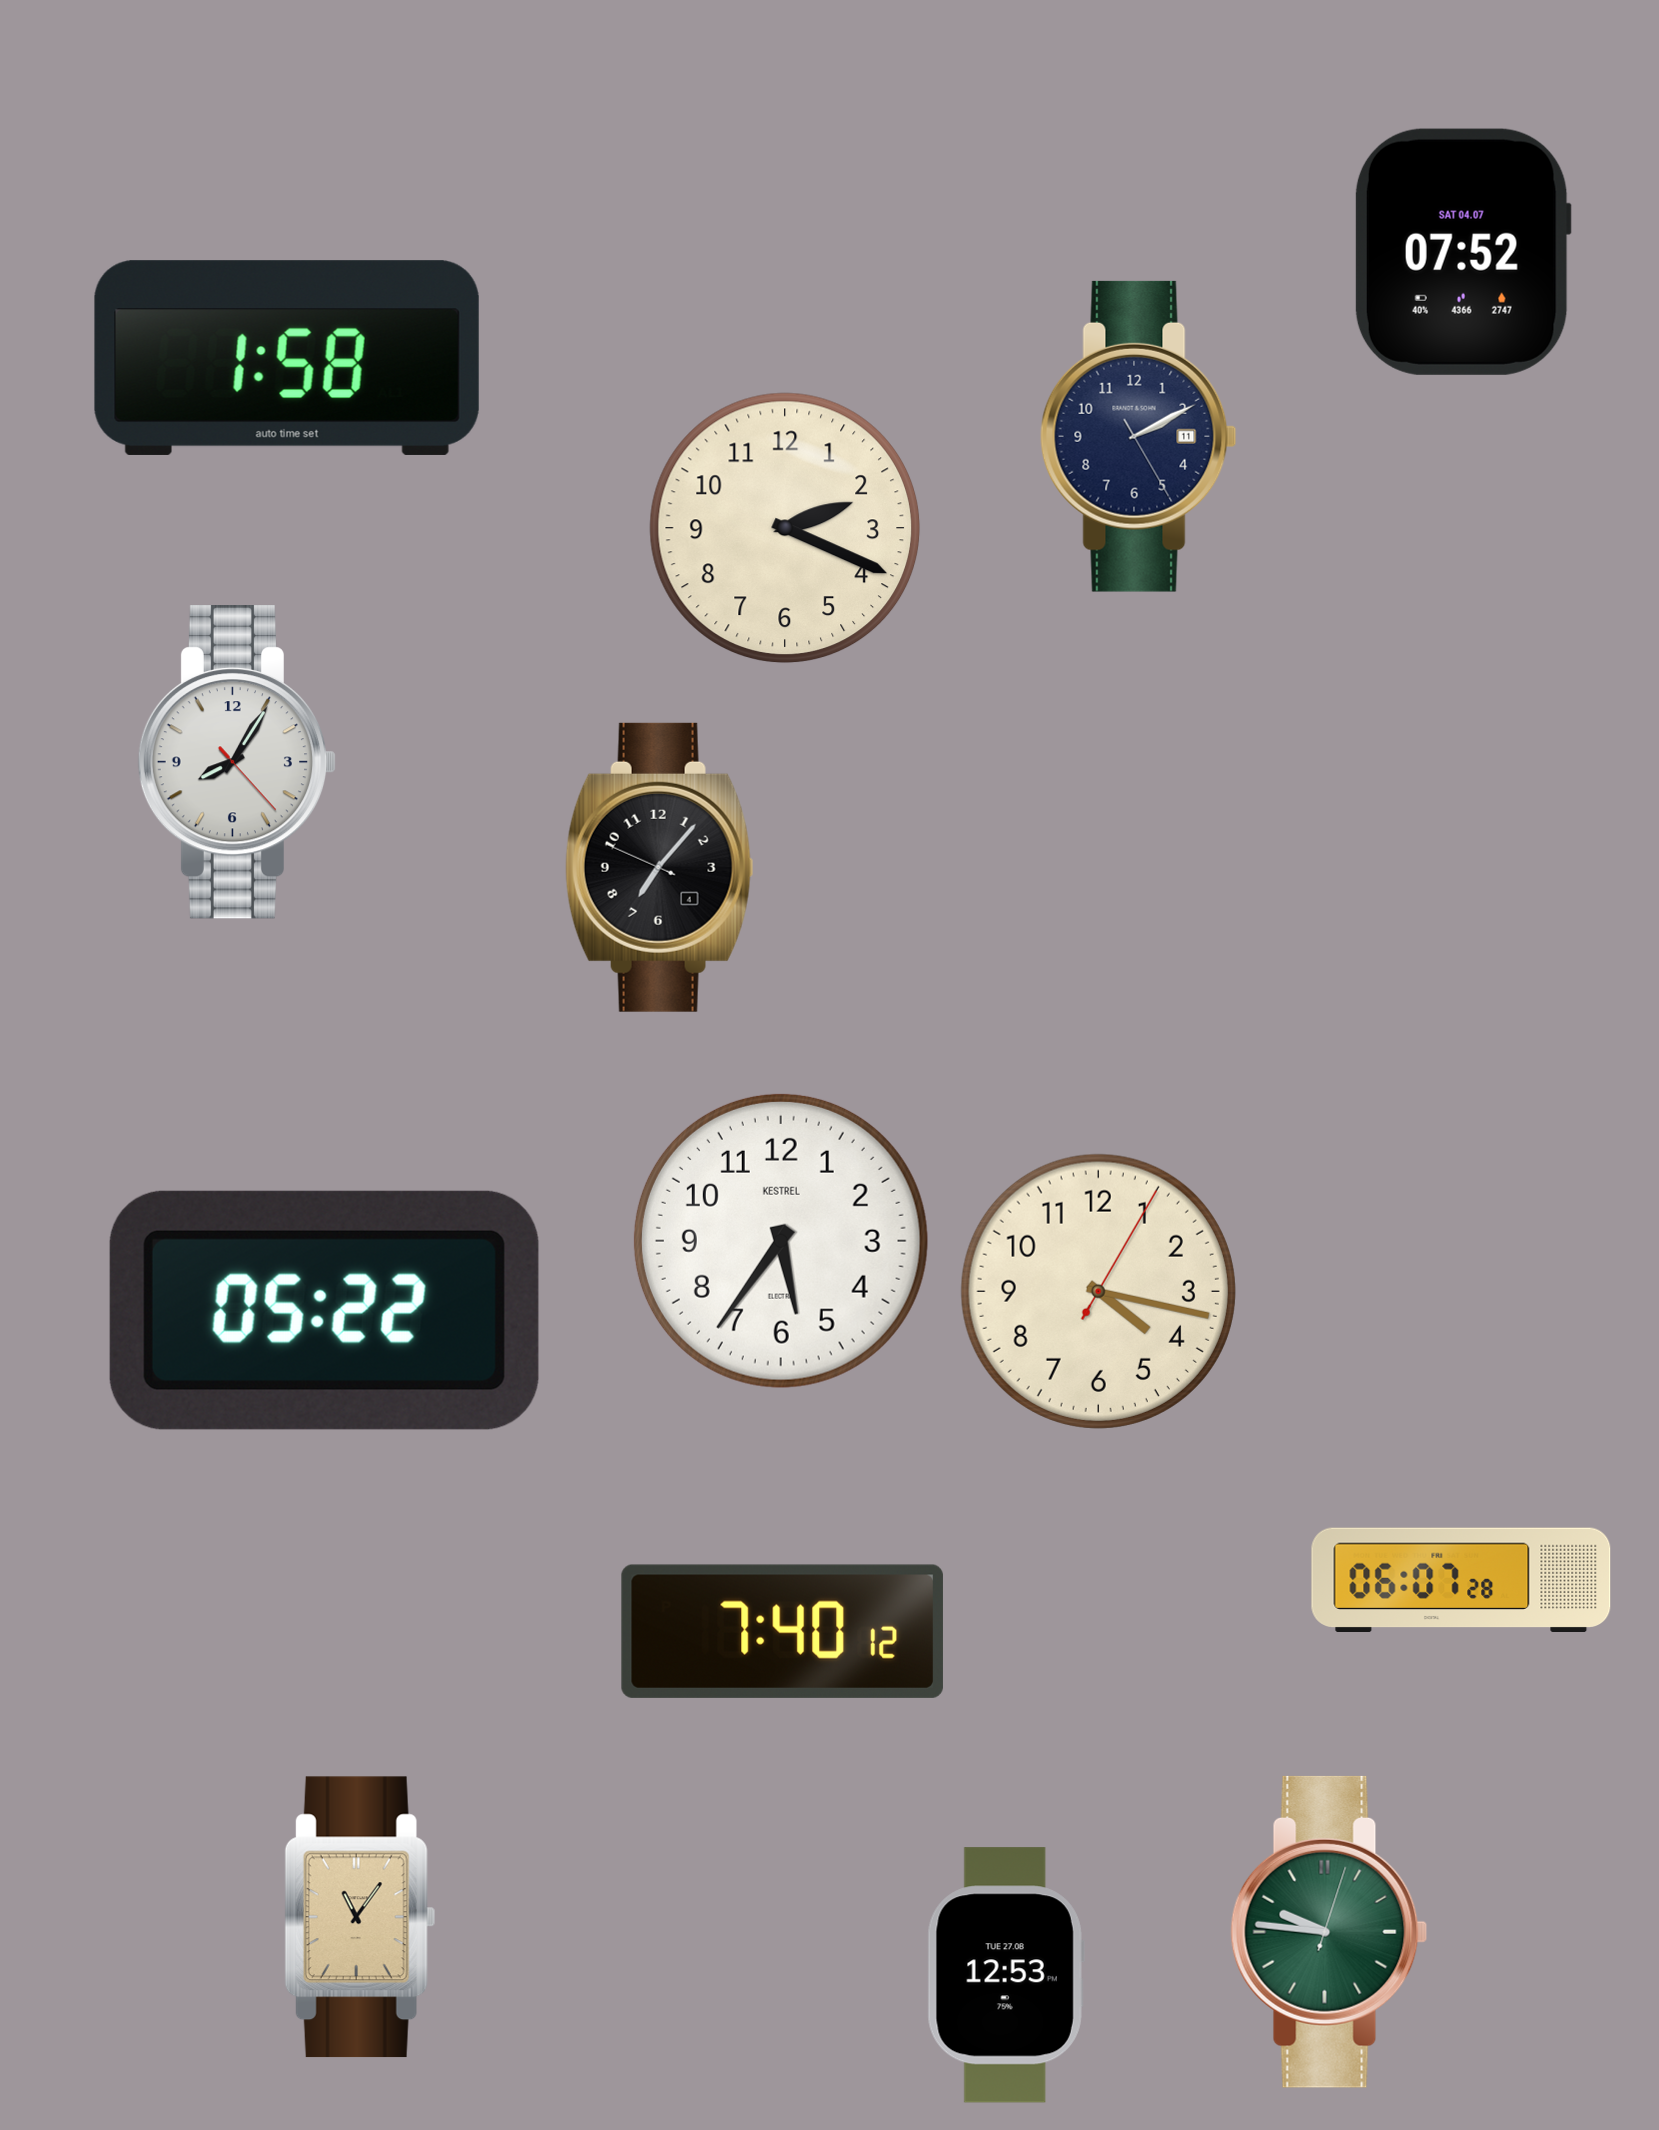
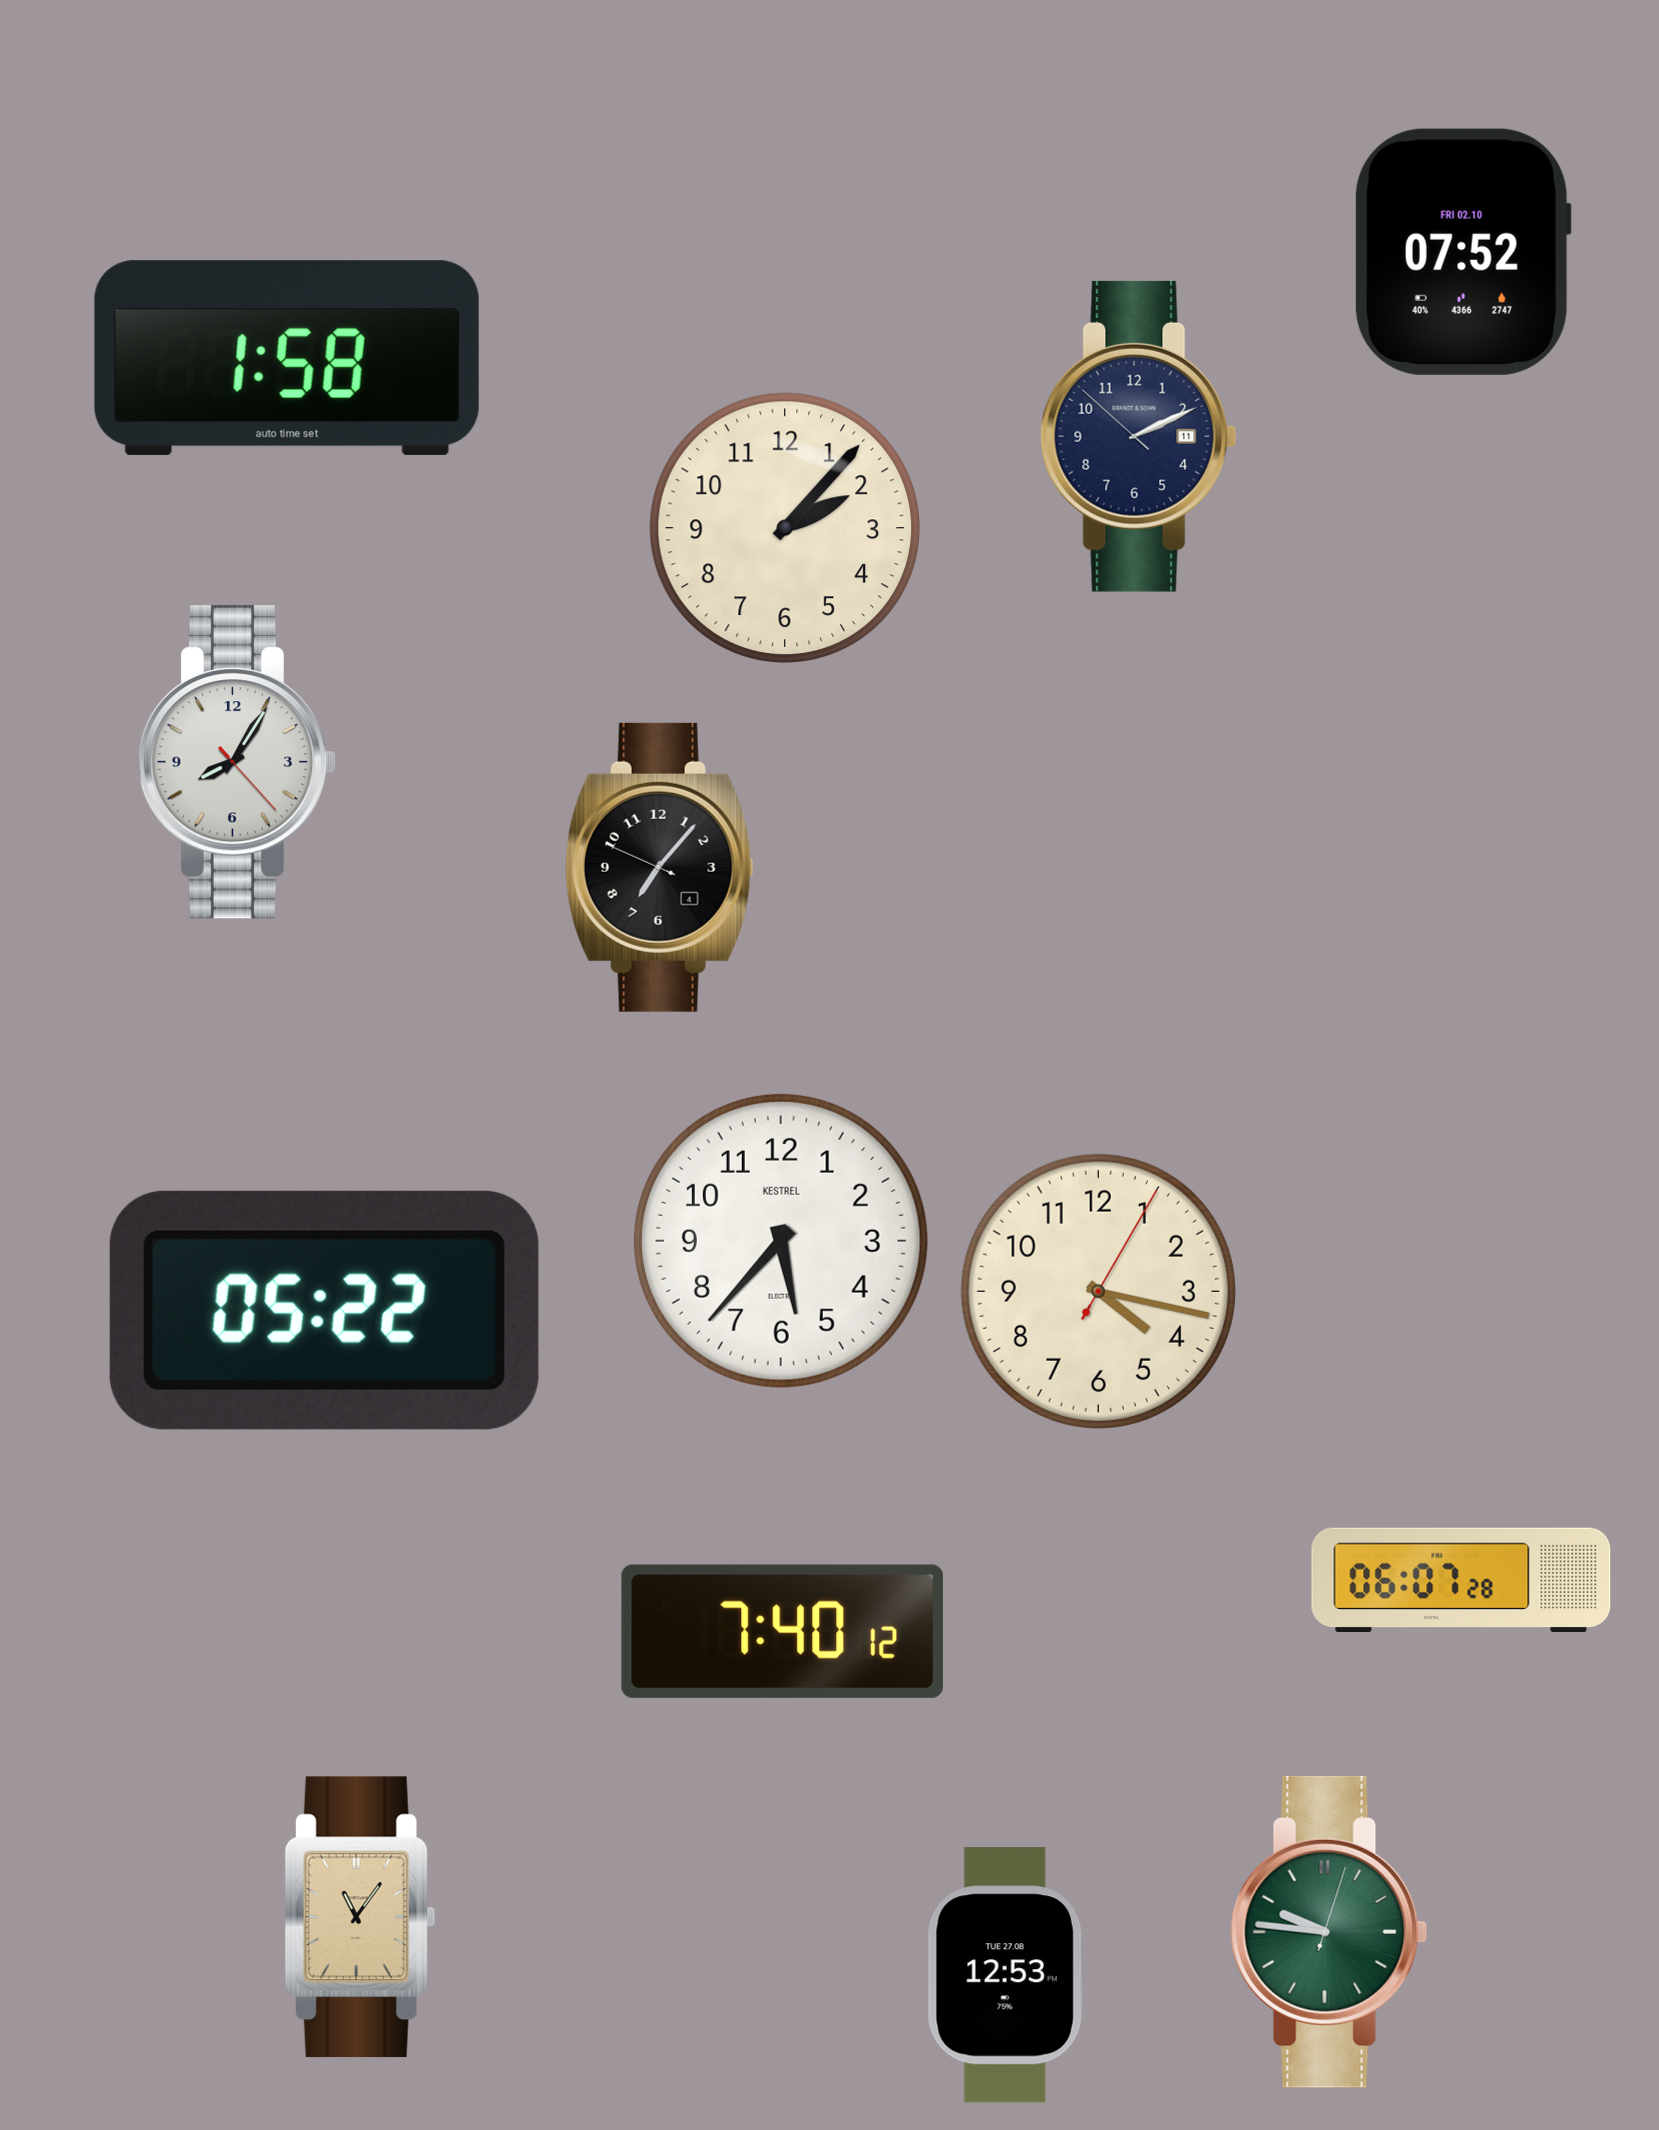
clock at (1463, 252) date: SAT 04.07 -> FRI 02.10
clock at (1138, 436): 2:10:25 -> 2:10:52
clock at (785, 528): 2:19 -> 2:07
clock at (781, 1241): 5:36 -> 5:37
